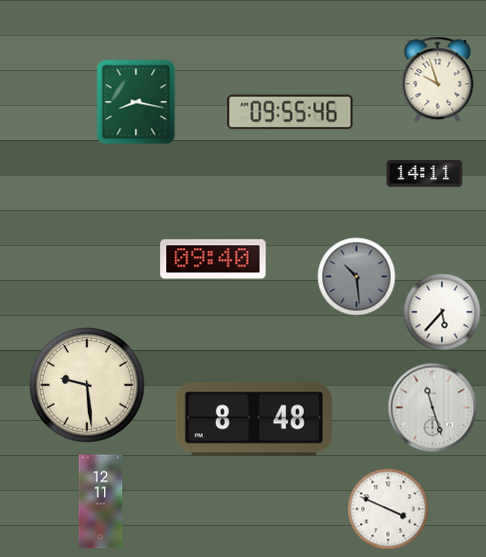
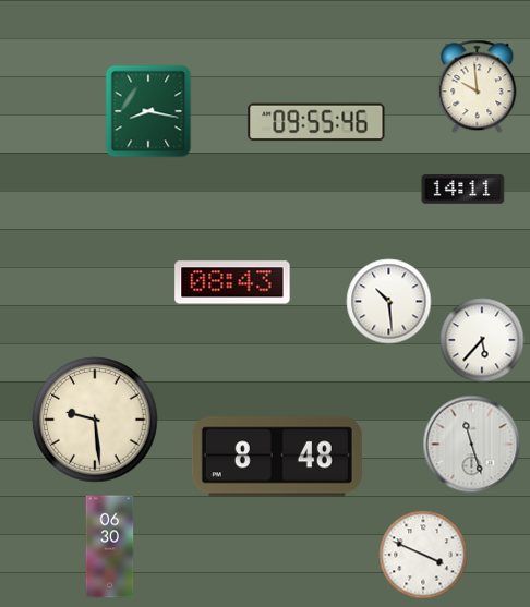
clock at (438, 80): 9:57 -> 9:59
clock at (213, 259): 09:40 -> 08:43
clock at (357, 277) dial: grey -> white
clock at (101, 502): 12:11 -> 06:30
